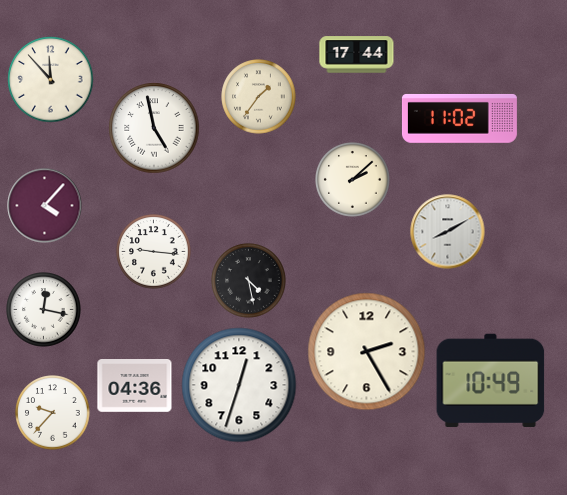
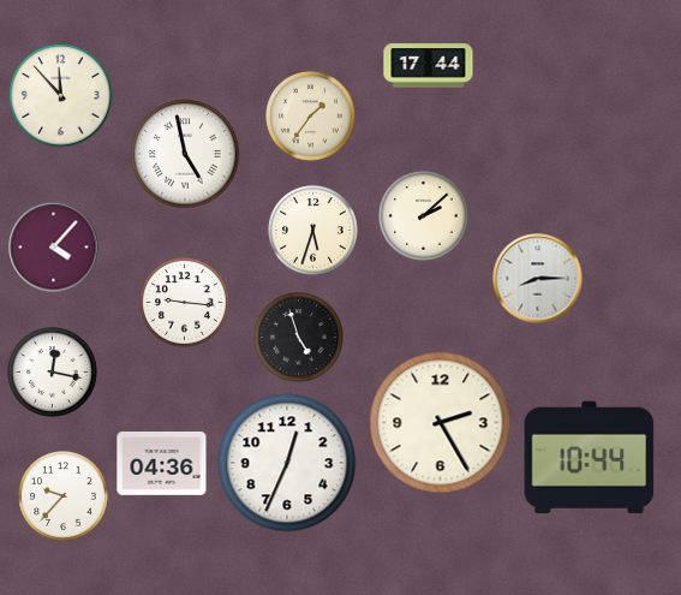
clock at (459, 118): 11:02 -> none
clock at (313, 231): none -> 5:33
clock at (448, 232): 8:10 -> 8:15
clock at (249, 281): 4:28 -> 4:57
clock at (491, 380): 10:49 -> 10:44
clock at (239, 385): 12:33 -> 12:34
